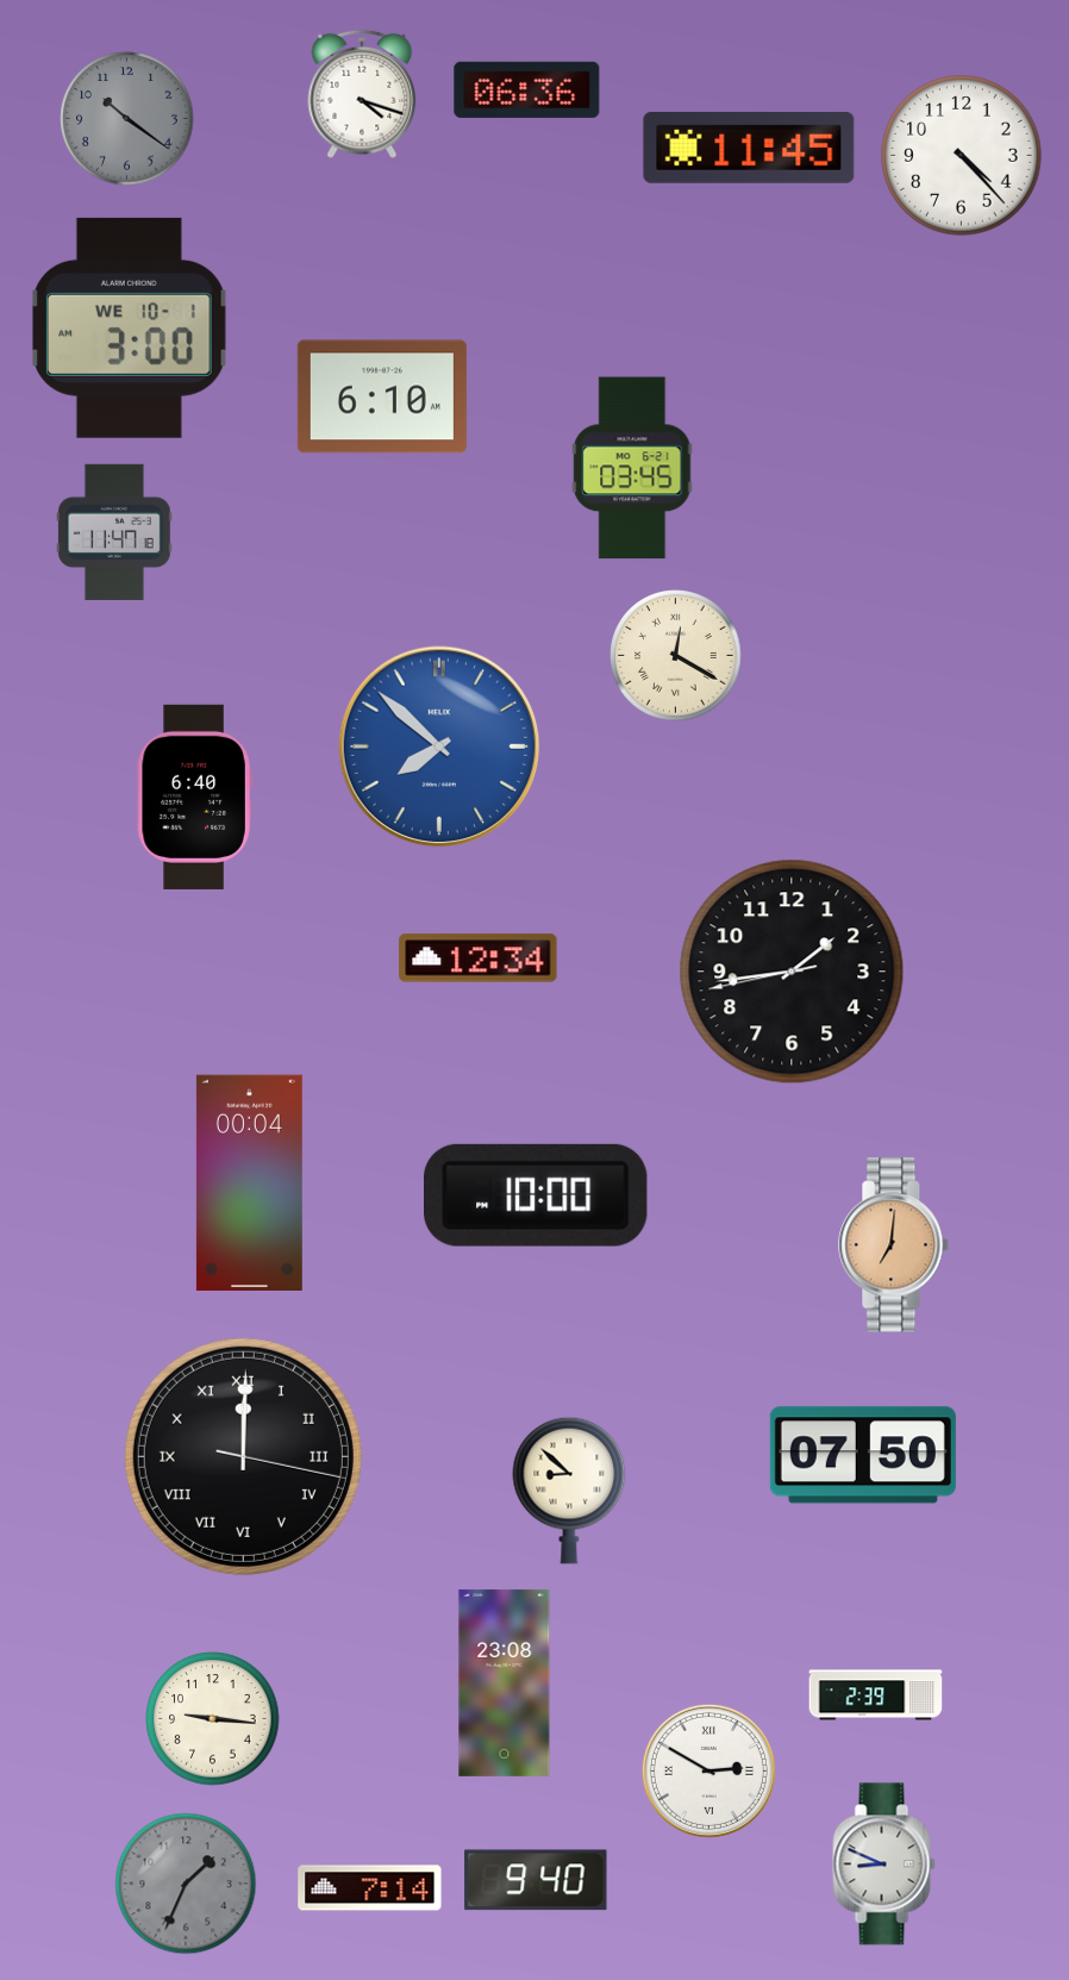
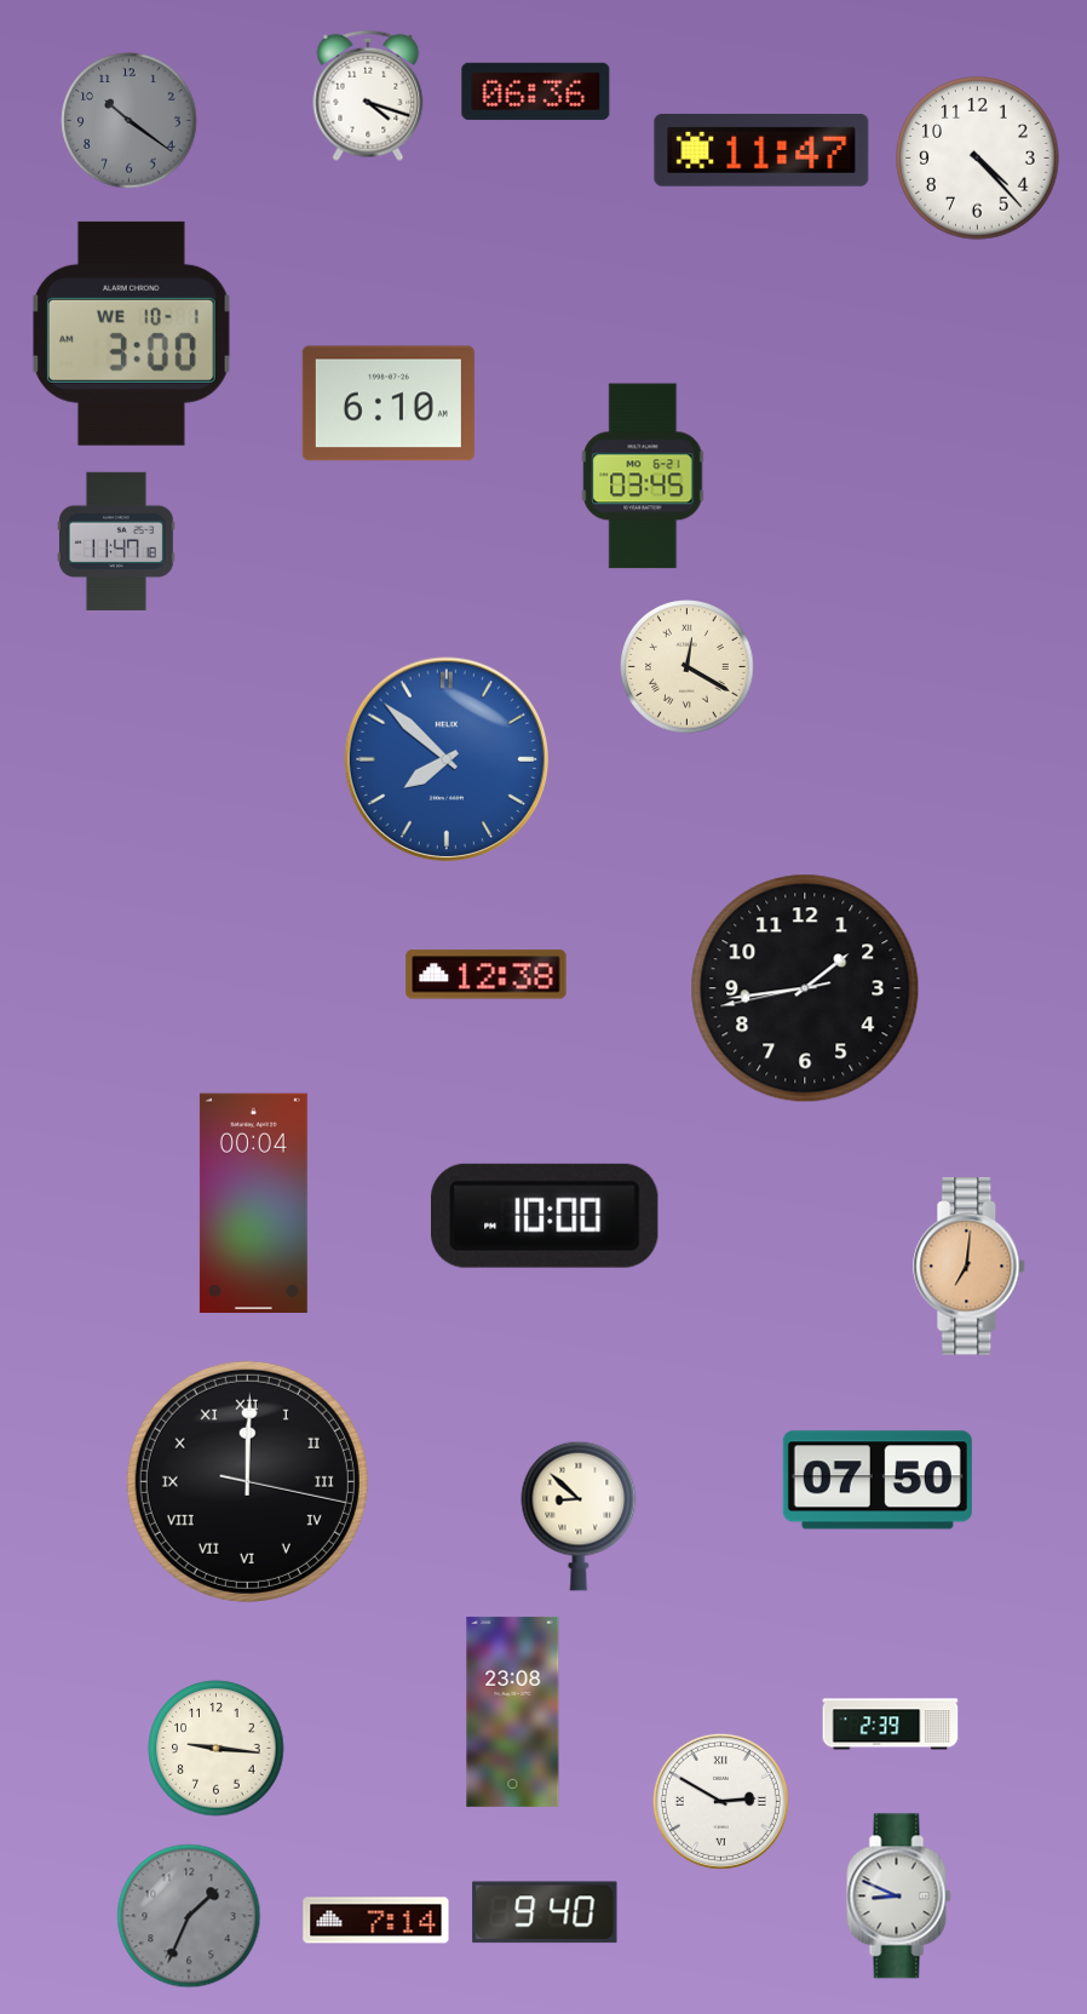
clock at (749, 148): 11:45 -> 11:47
clock at (194, 797): 6:40 -> none
clock at (479, 958): 12:34 -> 12:38
clock at (894, 1245) position: (894, 1245) -> (970, 1267)
